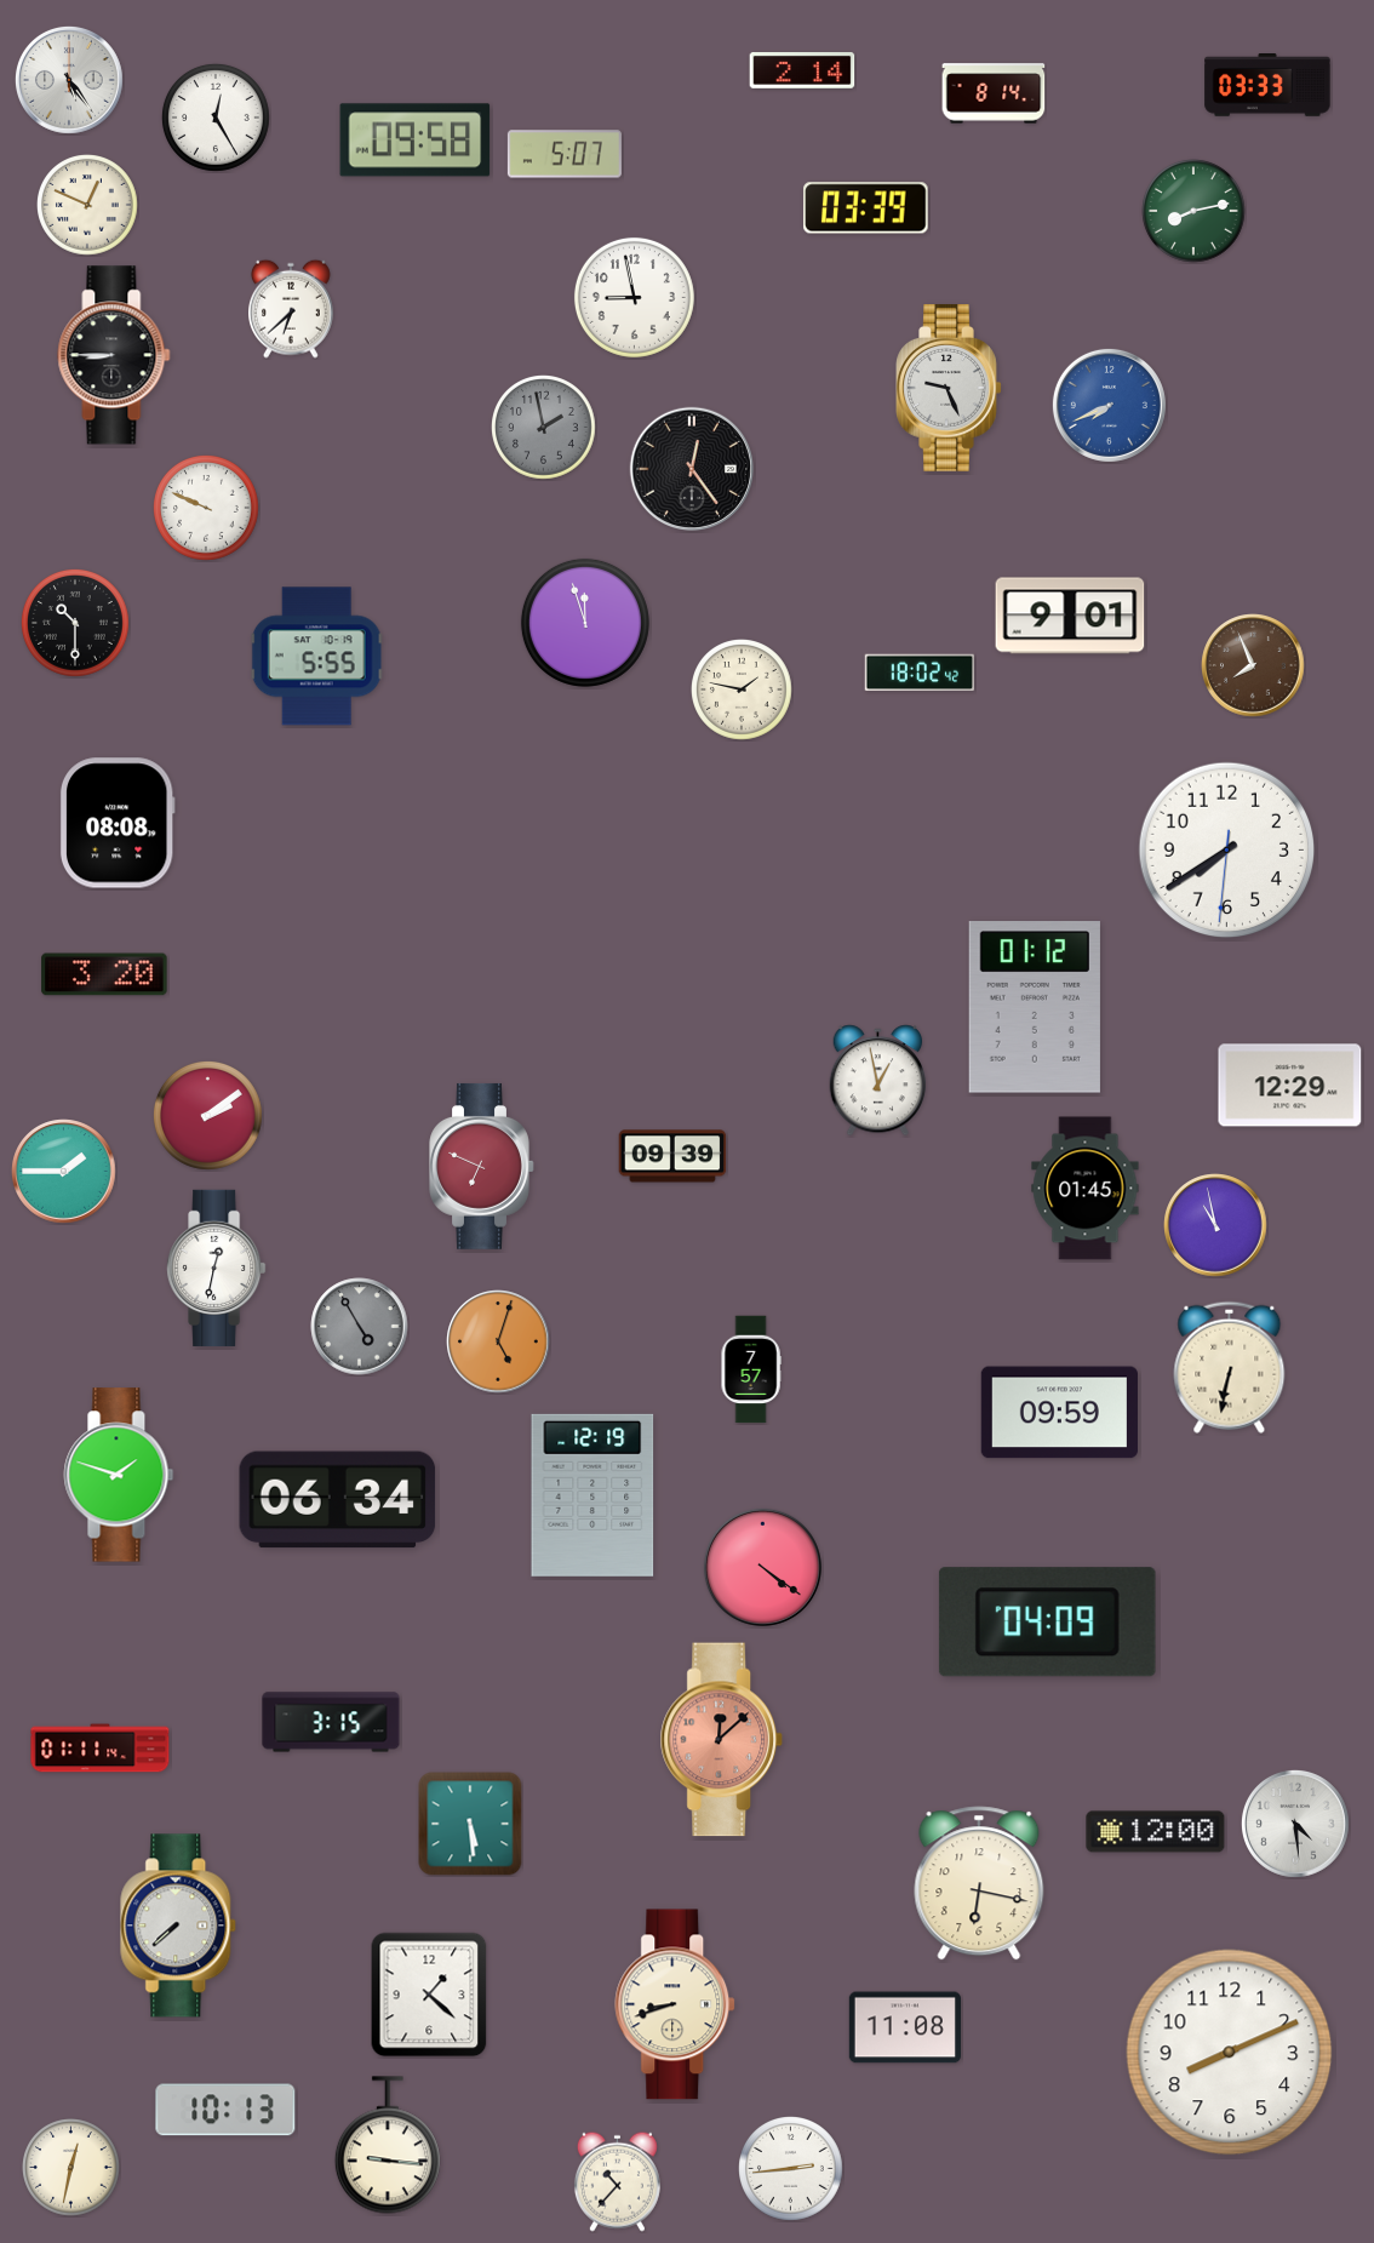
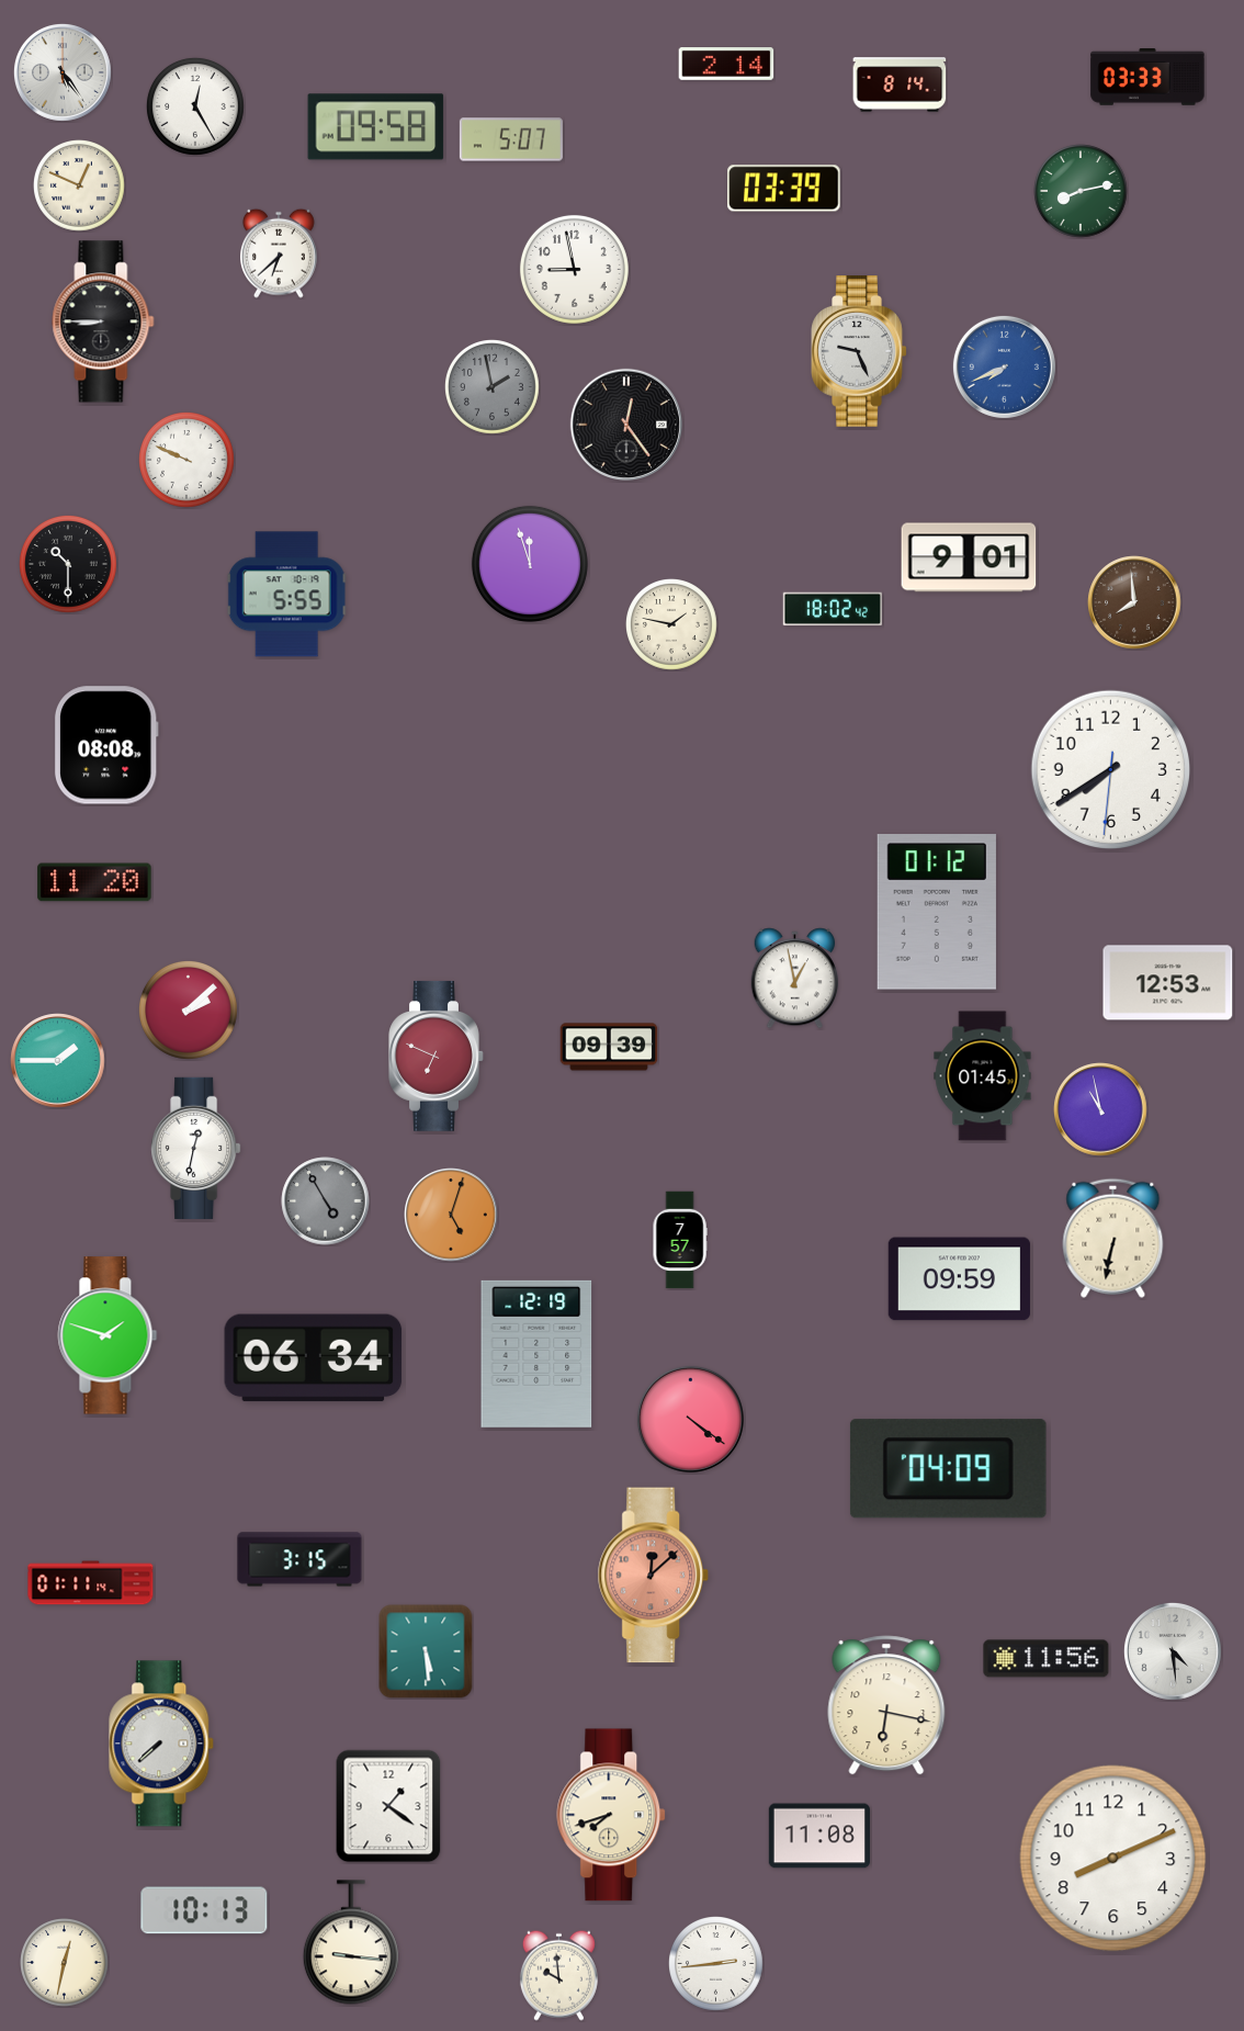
clock at (292, 309) position: (292, 309) -> (280, 253)
clock at (1253, 665): 7:56 -> 7:59
clock at (104, 974): 3:20 -> 11:20
clock at (1290, 1086): 12:29 -> 12:53
clock at (207, 1115): 2:09 -> 2:08
clock at (338, 1500) position: (338, 1500) -> (314, 1358)
clock at (1156, 1832): 12:00 -> 11:56
clock at (429, 1995): 1:22 -> 1:21
clock at (676, 2004): 8:42 -> 7:42
clock at (617, 2181): 10:37 -> 9:59
